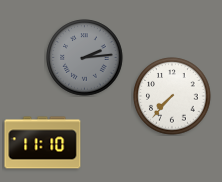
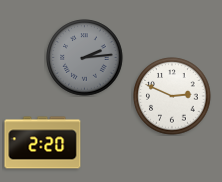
clock at (172, 96): 7:37 -> 2:49
clock at (43, 143): 11:10 -> 2:20
